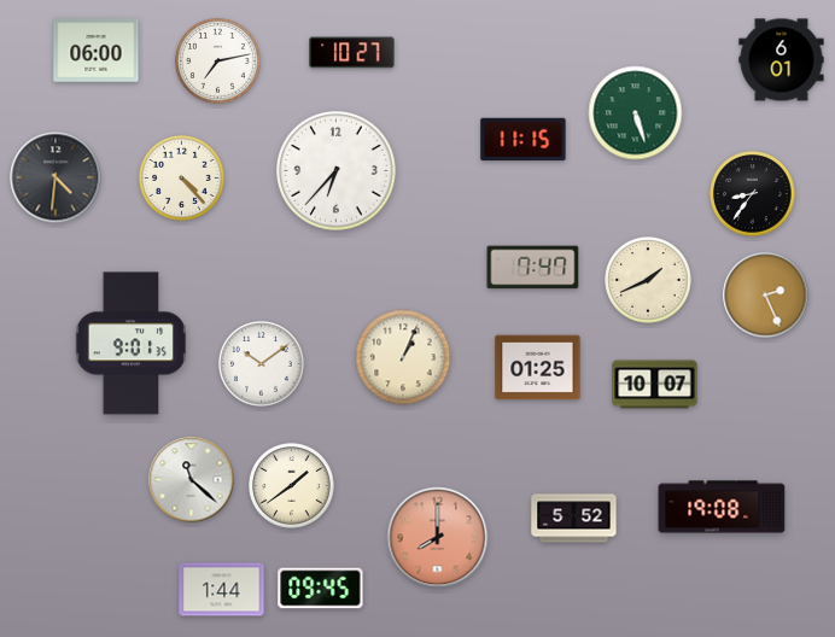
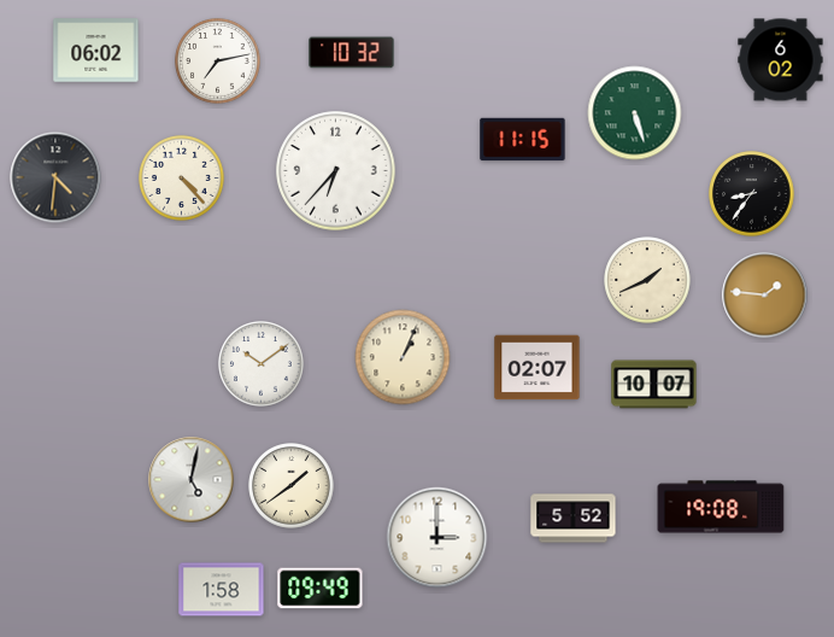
clock at (97, 51): 06:00 -> 06:02
clock at (352, 53): 10:27 -> 10:32
clock at (782, 60): 6:01 -> 6:02
clock at (533, 268): 7:47 -> none
clock at (766, 296): 2:26 -> 1:46
clock at (132, 344): 9:01 -> none
clock at (538, 368): 01:25 -> 02:07
clock at (192, 480): 11:22 -> 5:02
clock at (438, 538): 8:00 -> 3:00
clock at (438, 538) dial: salmon -> white
clock at (321, 589): 09:45 -> 09:49
clock at (222, 590): 1:44 -> 1:58
